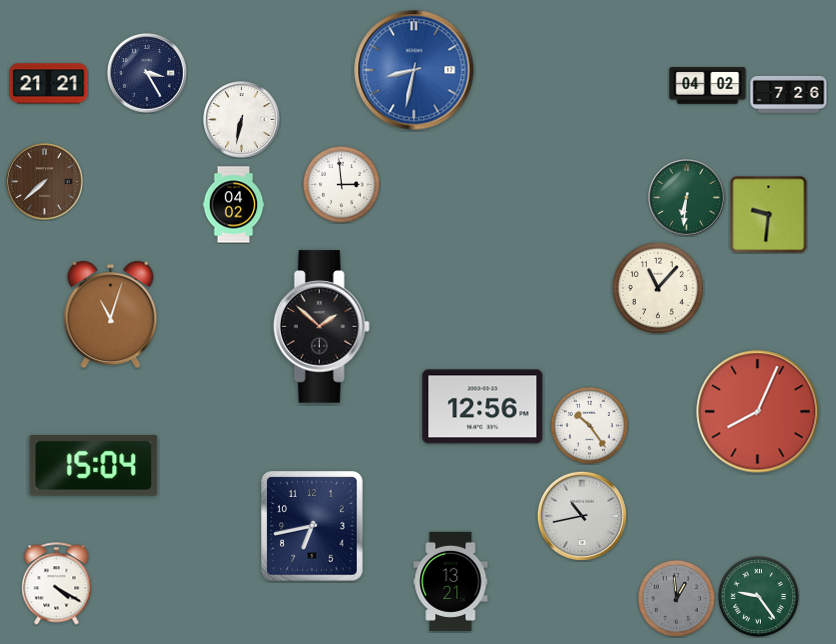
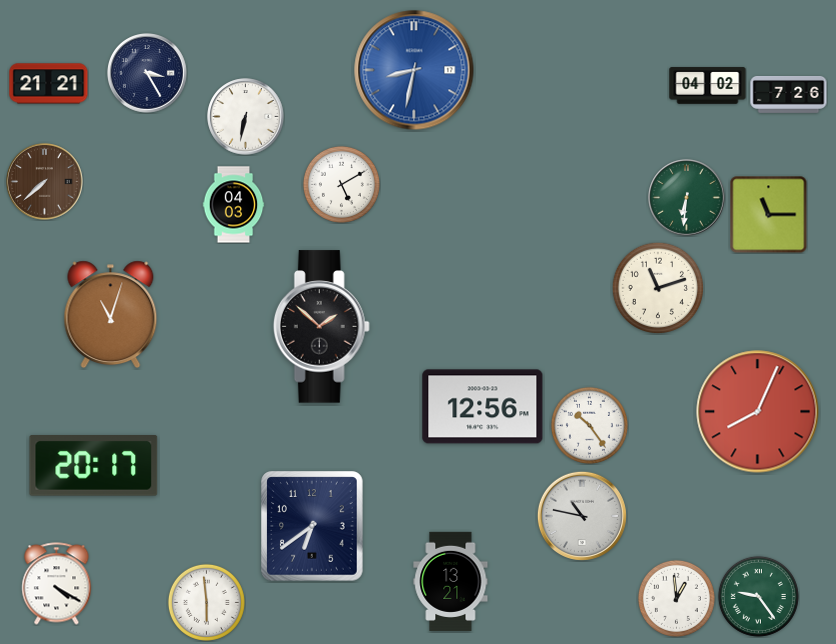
clock at (242, 120) position: (242, 120) -> (246, 117)
clock at (341, 184): 2:59 -> 5:10
clock at (234, 205): 04:02 -> 04:03
clock at (768, 214): 9:31 -> 11:15
clock at (657, 287): 11:07 -> 11:12
clock at (94, 466): 15:04 -> 20:17
clock at (582, 516): 10:43 -> 10:47
clock at (312, 526): 6:43 -> 6:39
clock at (676, 598) dial: grey -> white
clock at (206, 602): none -> 5:59
